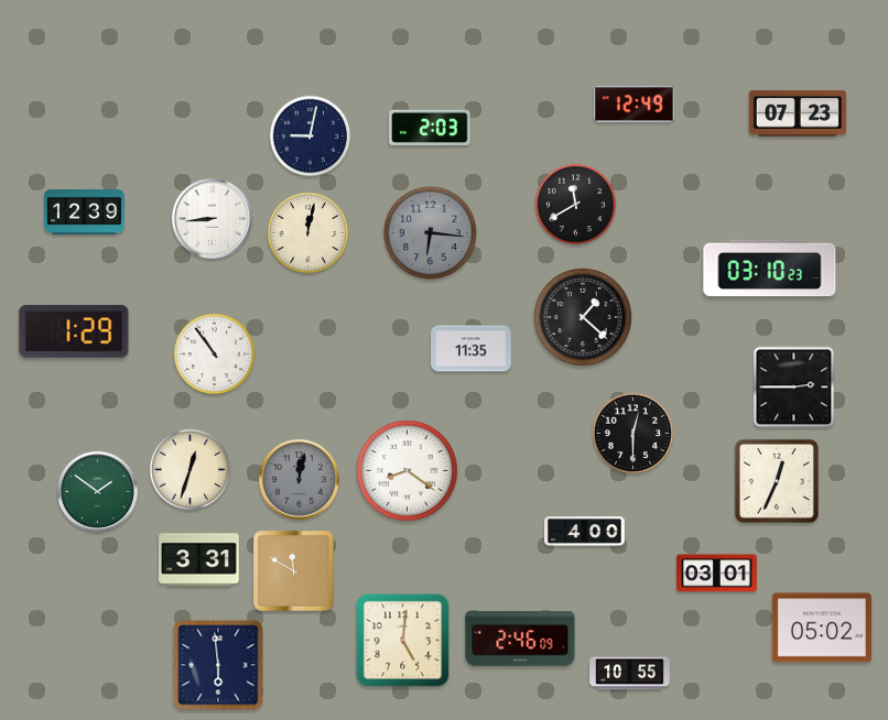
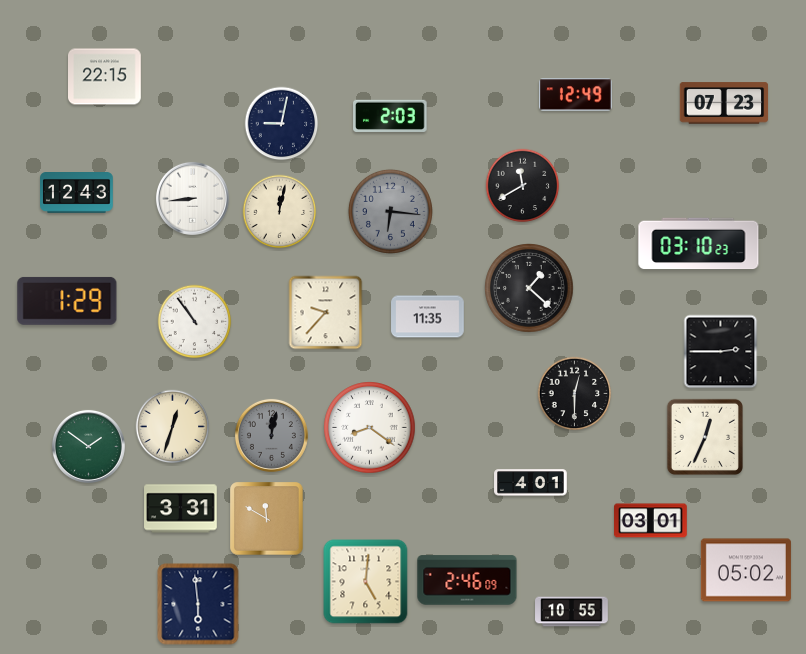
clock at (105, 77): none -> 22:15
clock at (85, 212): 12:39 -> 12:43
clock at (326, 313): none -> 9:37
clock at (585, 532): 4:00 -> 4:01
clock at (520, 639) position: (520, 639) -> (467, 580)
